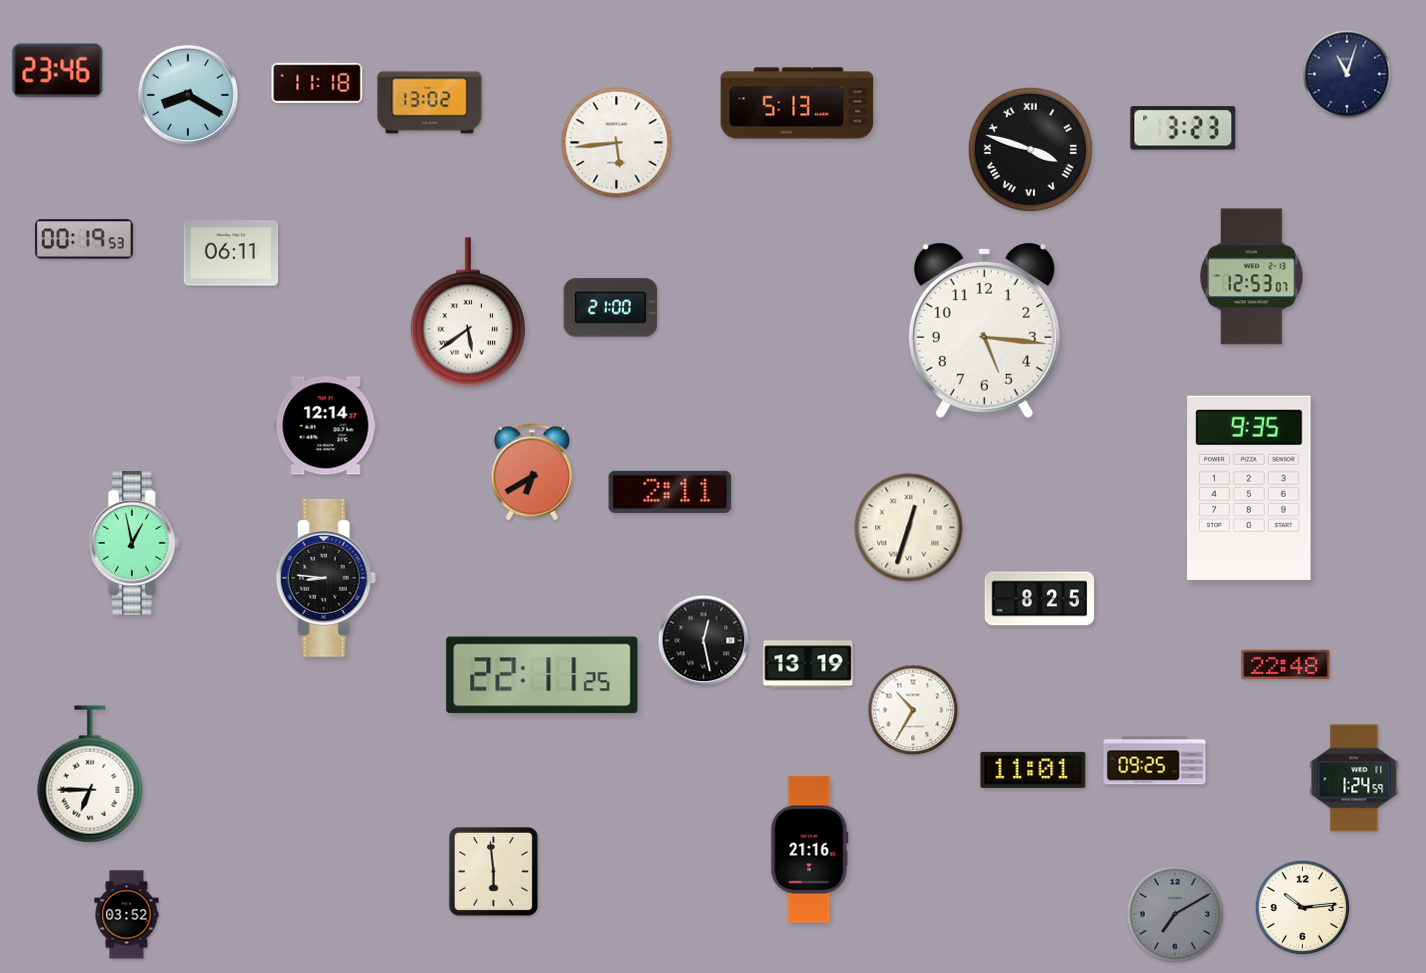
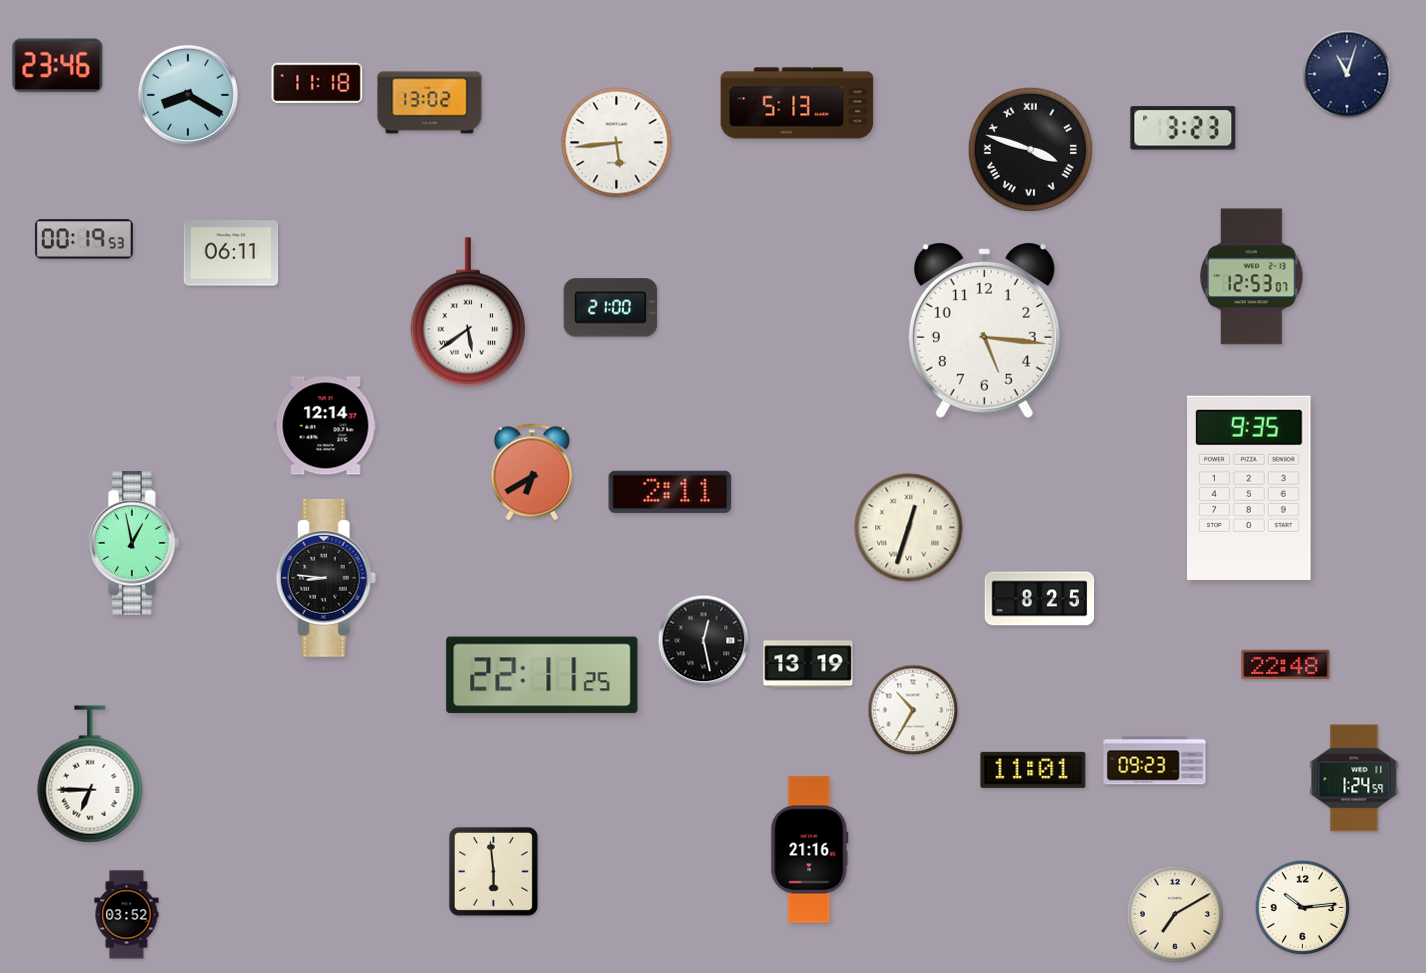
clock at (58, 71) position: (58, 71) -> (58, 66)
clock at (1155, 761): 09:25 -> 09:23
clock at (1175, 914) dial: grey -> cream
